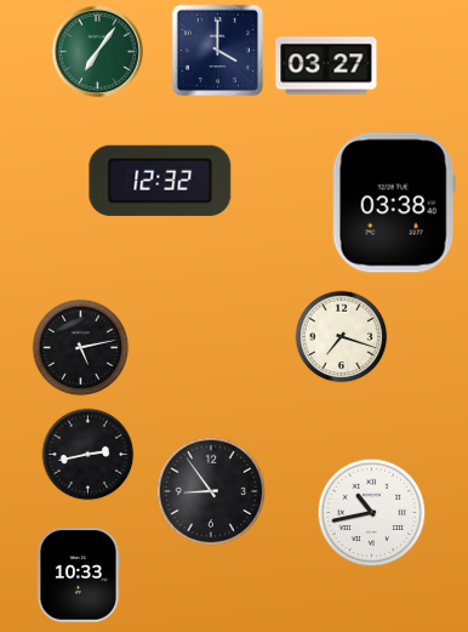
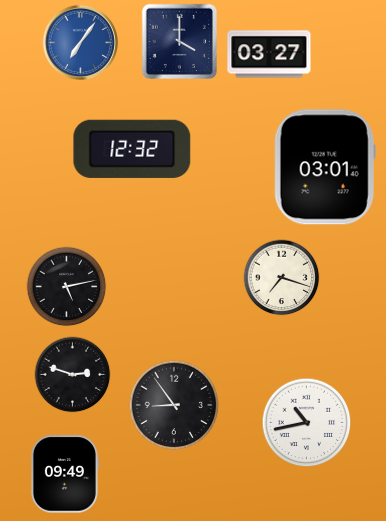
clock at (97, 51) dial: green -> blue
clock at (394, 203): 03:38 -> 03:01
clock at (89, 455): 2:43 -> 2:48
clock at (78, 575): 10:33 -> 09:49
